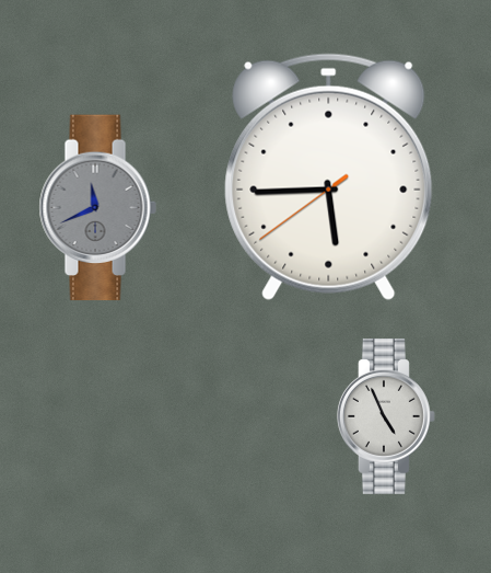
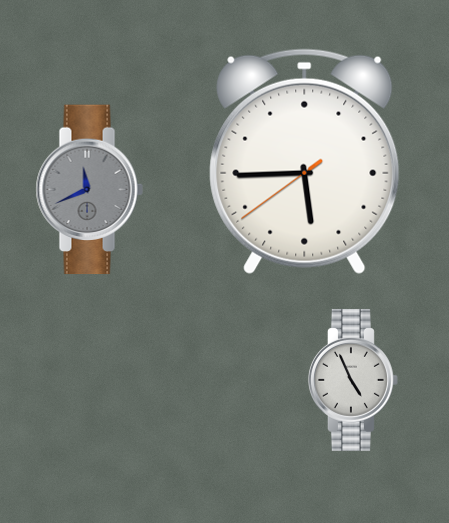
clock at (329, 176) position: (329, 176) -> (305, 161)
